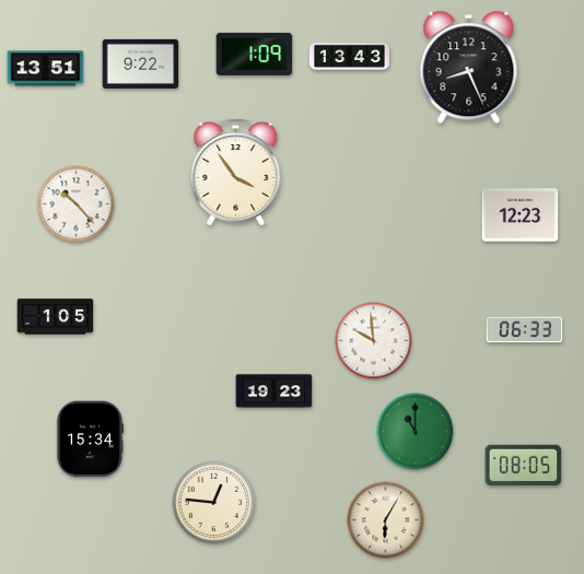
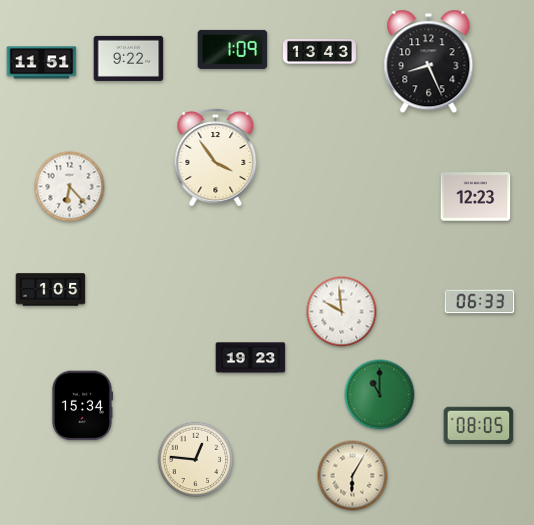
clock at (46, 69): 13:51 -> 11:51
clock at (77, 204): 10:23 -> 6:23
clock at (89, 440) position: (89, 440) -> (81, 406)
